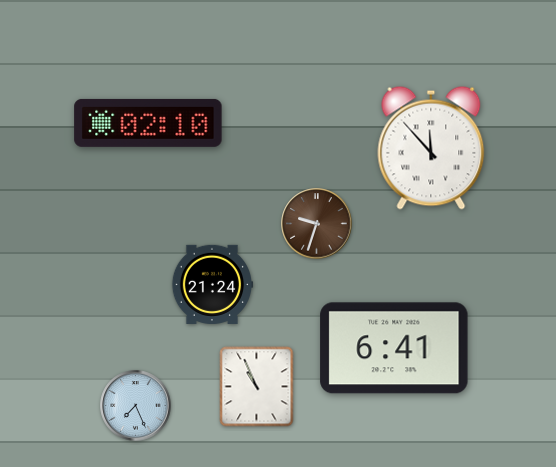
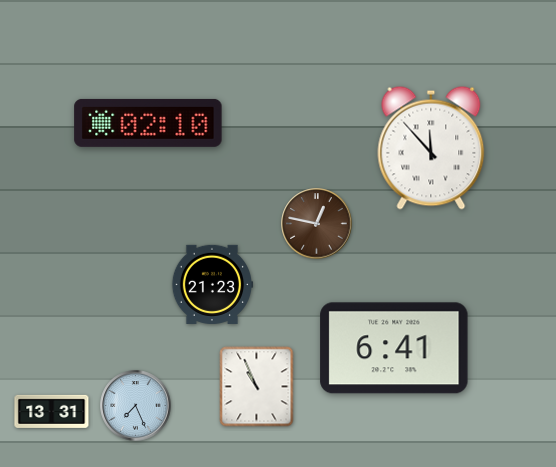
clock at (317, 224): 9:33 -> 12:47
clock at (212, 284): 21:24 -> 21:23
clock at (52, 411): none -> 13:31
